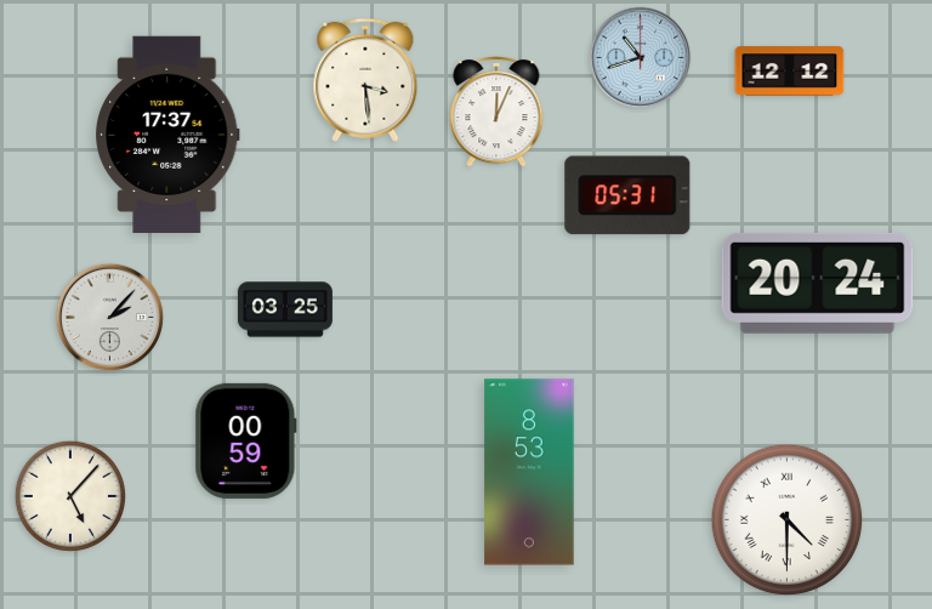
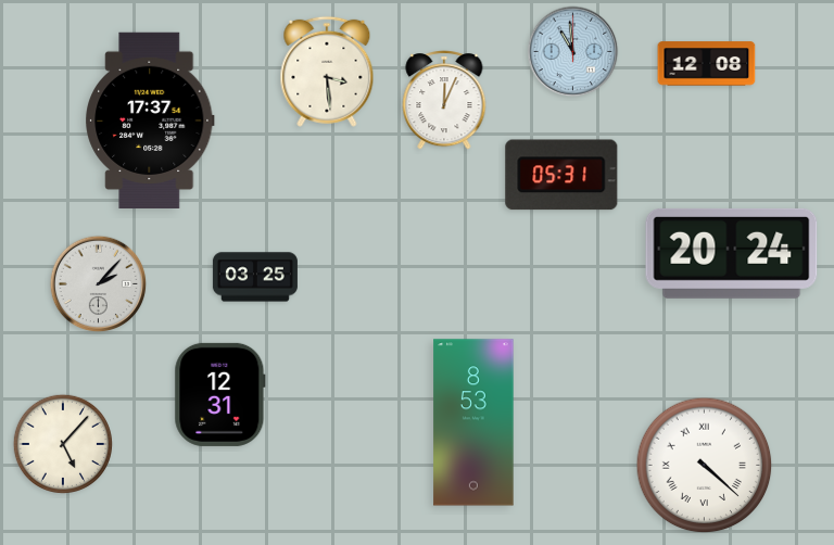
clock at (641, 58): 10:42 -> 10:59
clock at (790, 72): 12:12 -> 12:08
clock at (246, 440): 00:59 -> 12:31
clock at (788, 520): 4:30 -> 4:22
